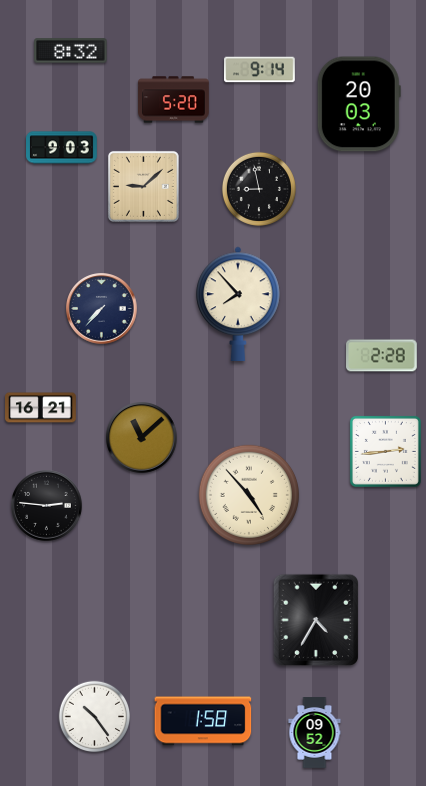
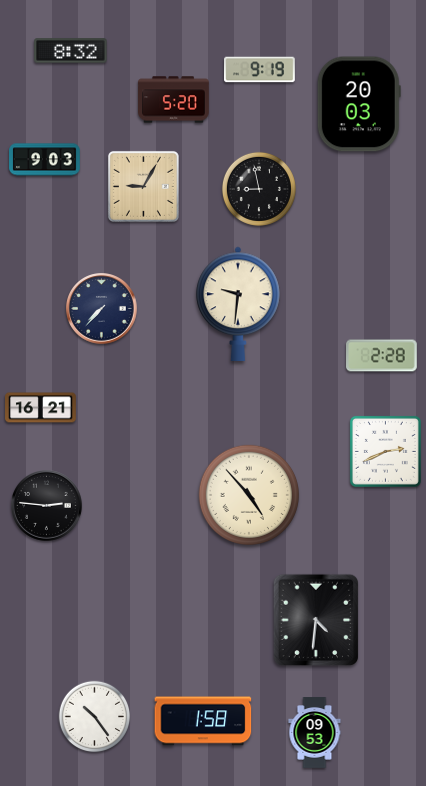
clock at (260, 70): 9:14 -> 9:19
clock at (62, 148) position: (62, 148) -> (45, 160)
clock at (143, 186): 9:08 -> 9:05
clock at (238, 304): 7:53 -> 9:31
clock at (142, 438): 11:08 -> none
clock at (385, 451): 2:44 -> 2:41
clock at (316, 620): 4:35 -> 4:31
clock at (315, 733): 09:52 -> 09:53
